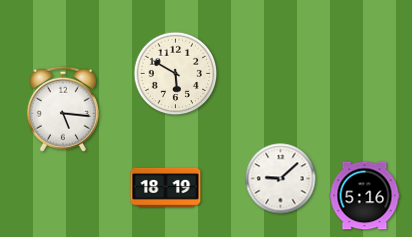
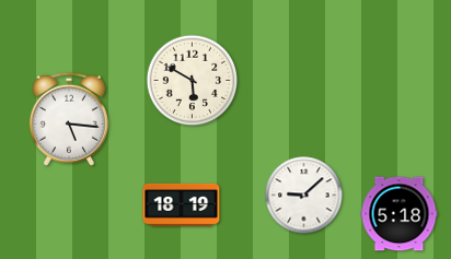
clock at (281, 179) position: (281, 179) -> (304, 196)
clock at (365, 196): 5:16 -> 5:18
